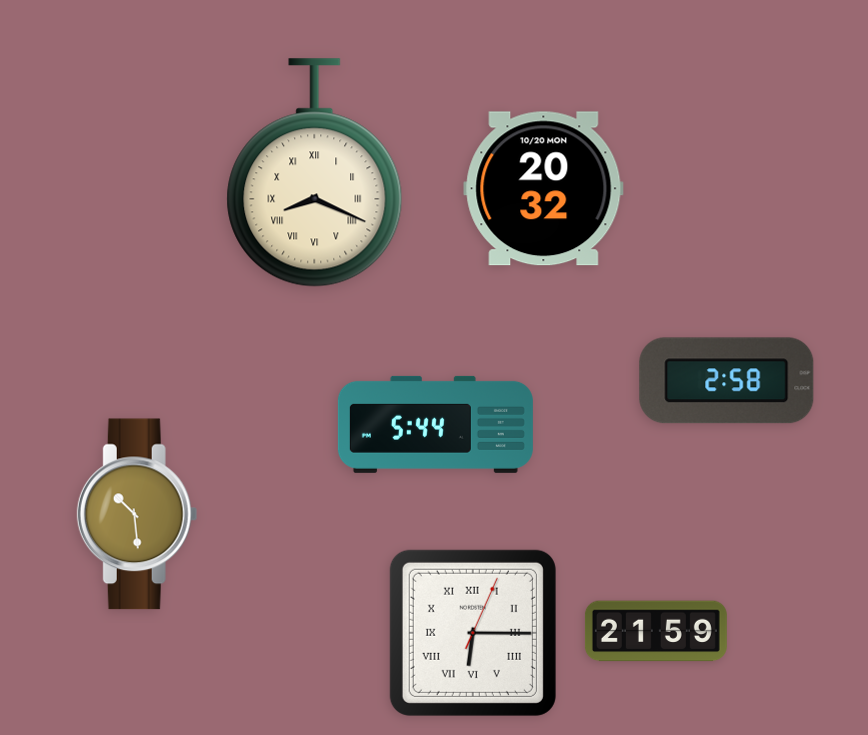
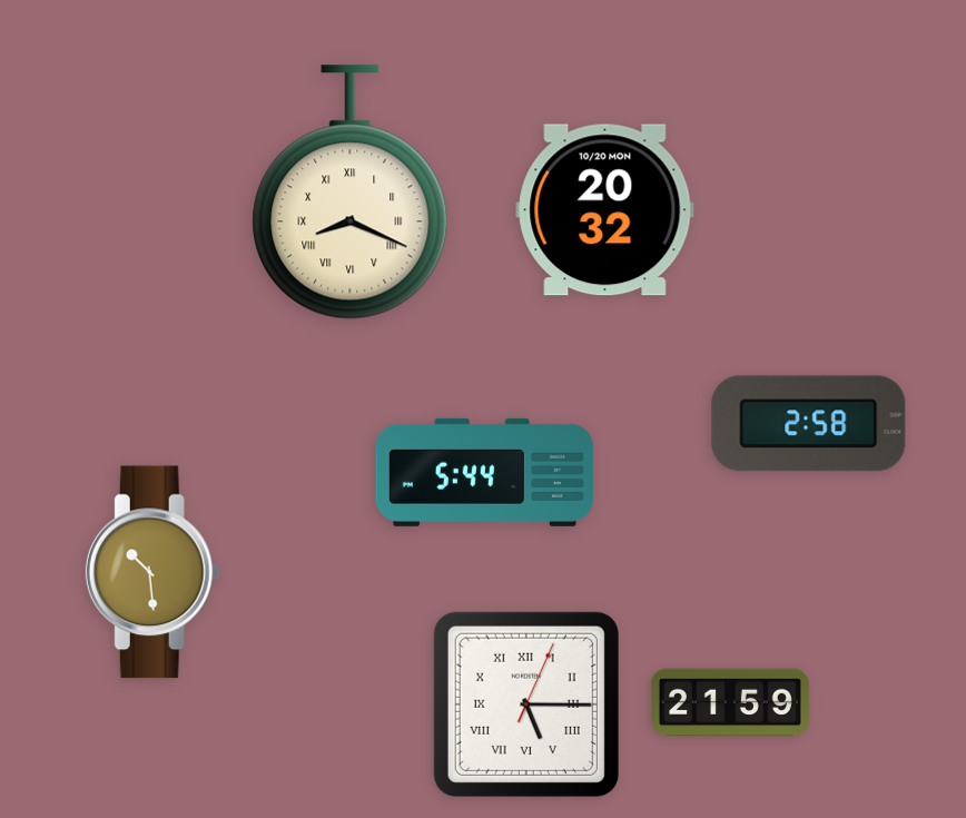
clock at (473, 633): 6:15 -> 5:15
